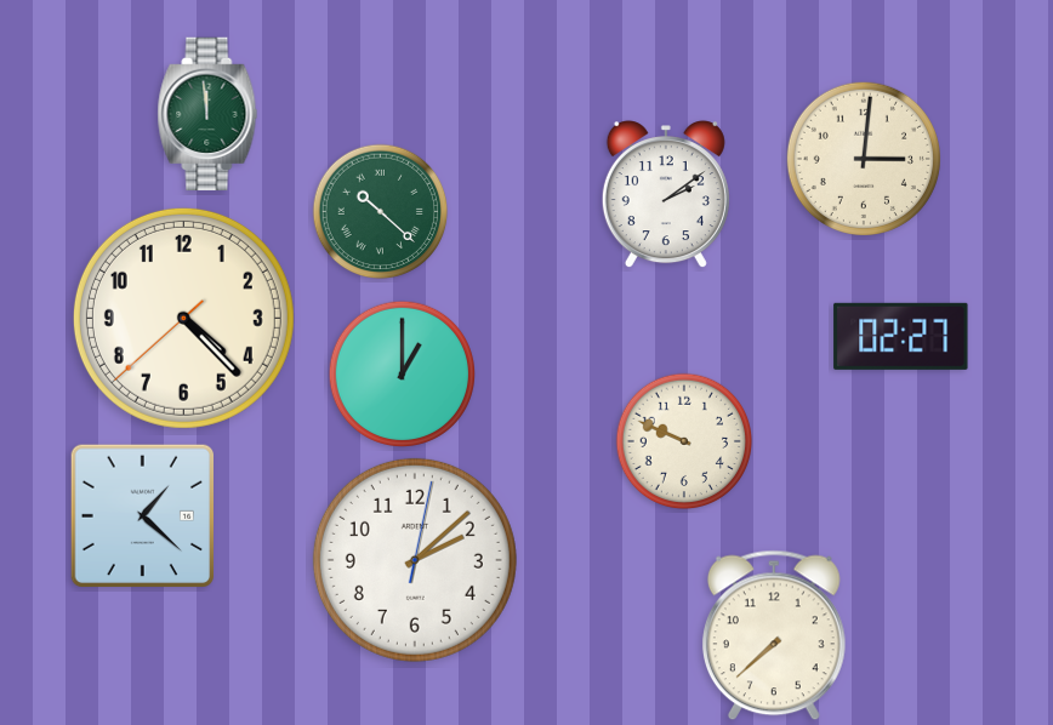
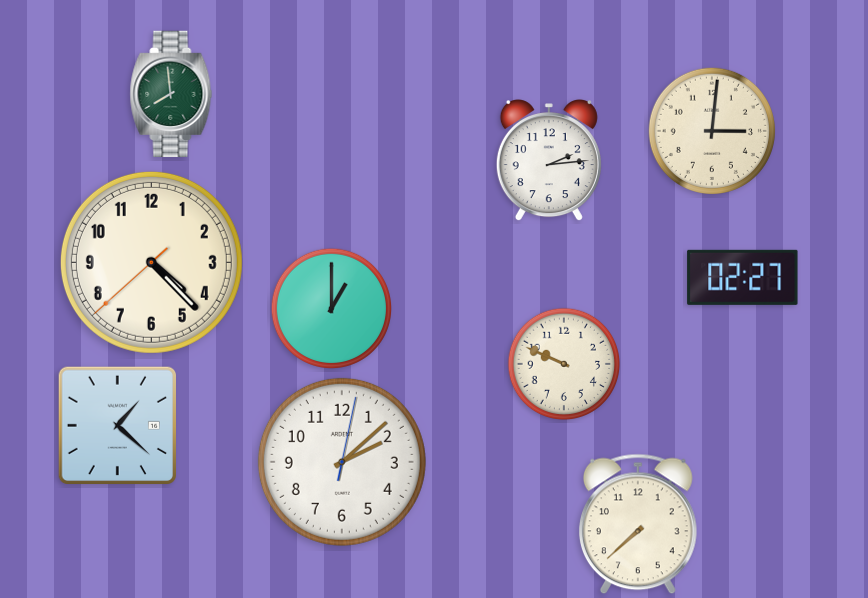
clock at (207, 114): 11:59 -> 7:59
clock at (666, 195): 2:09 -> 2:14
clock at (381, 212): 10:22 -> none
